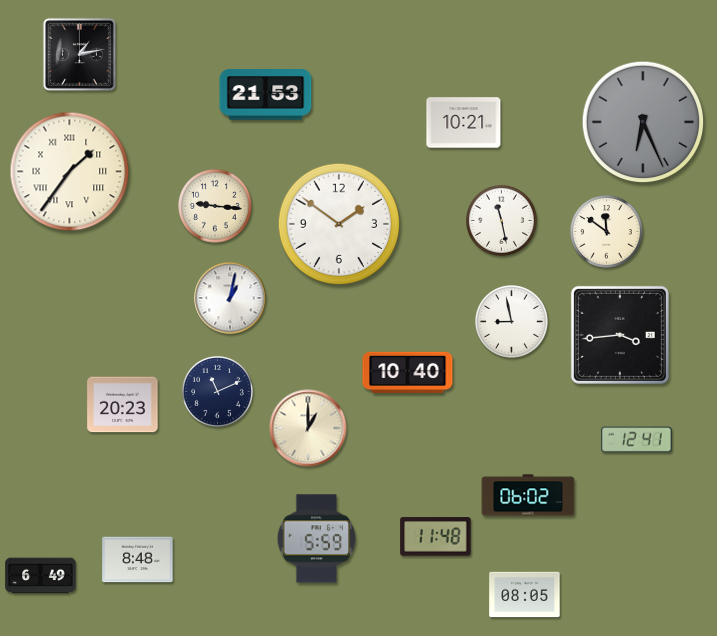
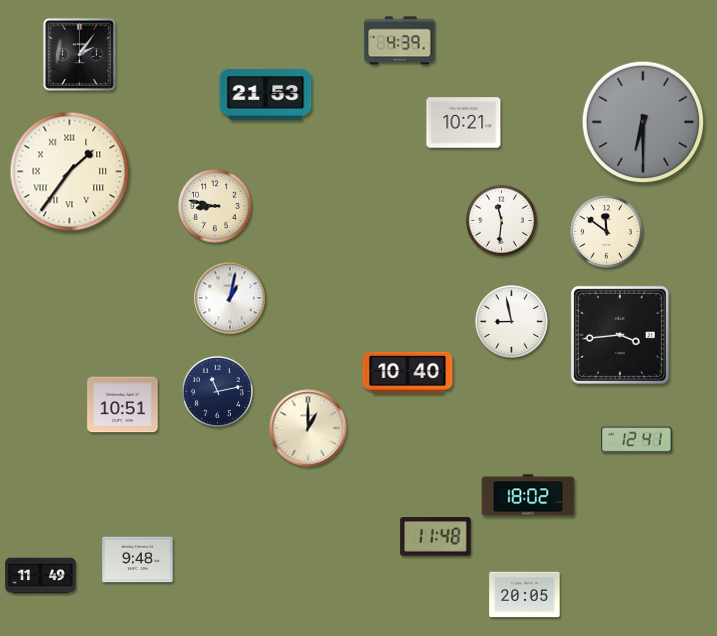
clock at (400, 41): none -> 4:39
clock at (79, 54): 1:13 -> 2:06
clock at (643, 122): 6:26 -> 6:30
clock at (215, 206): 9:16 -> 8:47
clock at (501, 220): 11:28 -> 11:31
clock at (339, 224): 1:51 -> none
clock at (217, 391): 11:11 -> 11:13
clock at (123, 405): 20:23 -> 10:51
clock at (528, 495): 06:02 -> 18:02
clock at (317, 539): 5:59 -> none
clock at (138, 560): 8:48 -> 9:48
clock at (41, 576): 6:49 -> 11:49
clock at (525, 595): 08:05 -> 20:05
